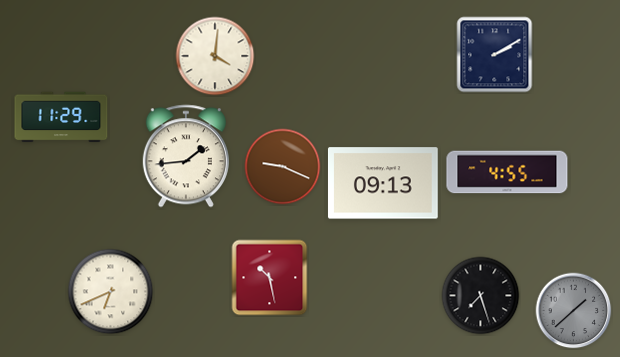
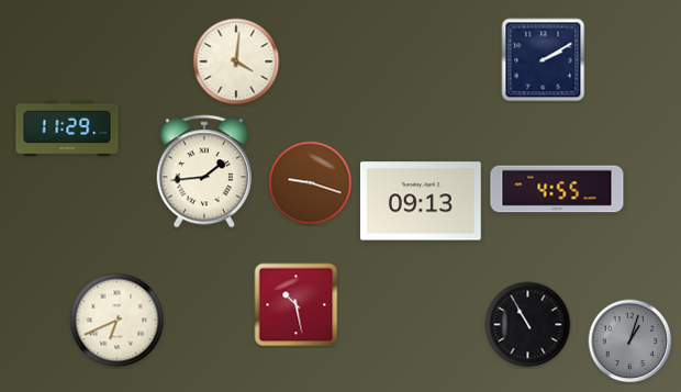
clock at (283, 167): 9:19 -> 9:18
clock at (111, 292) position: (111, 292) -> (118, 321)
clock at (481, 296): 7:27 -> 10:55
clock at (574, 311): 1:38 -> 1:03
